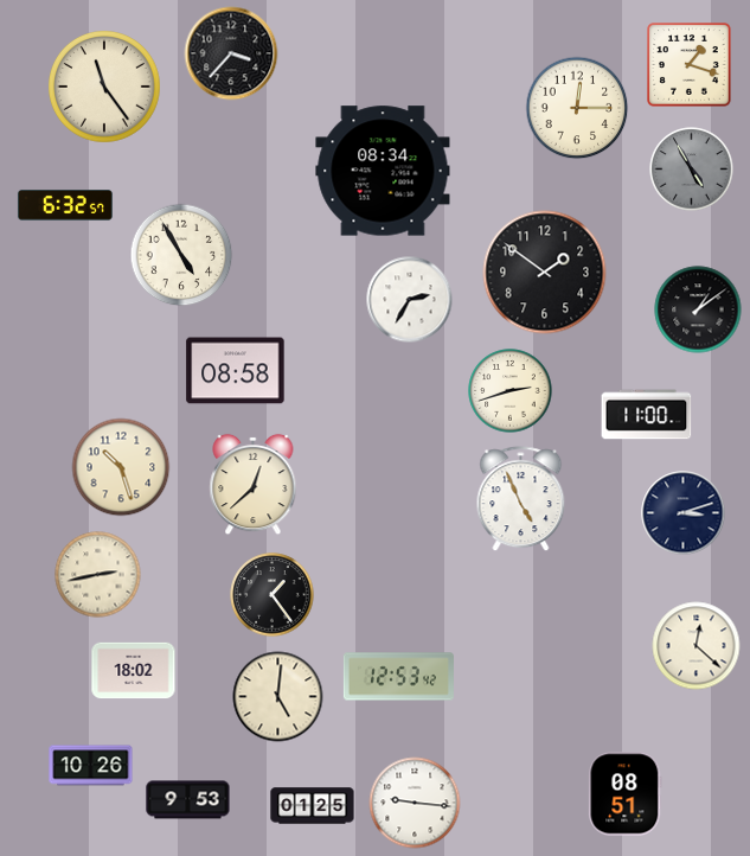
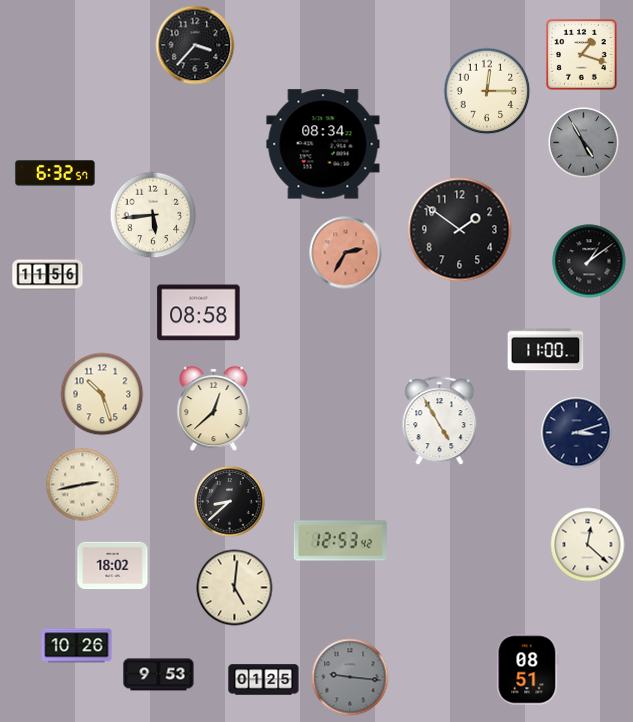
clock at (105, 88): 11:24 -> none
clock at (181, 255): 4:55 -> 5:44
clock at (410, 300) dial: white -> salmon
clock at (48, 275): none -> 11:56
clock at (511, 391): 2:42 -> none
clock at (521, 499): 4:56 -> 4:55
clock at (273, 595): 1:24 -> 8:38
clock at (398, 677) position: (398, 677) -> (340, 541)
clock at (415, 803) dial: white -> grey
